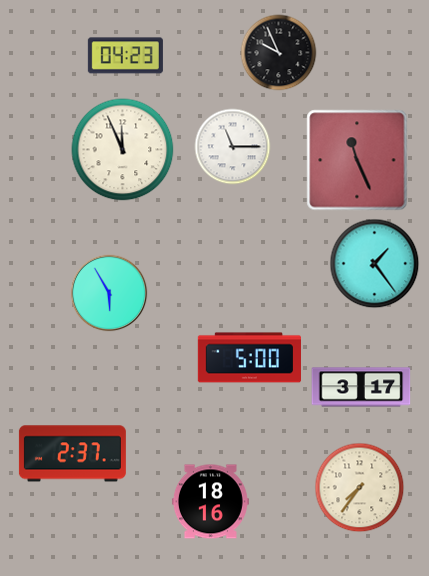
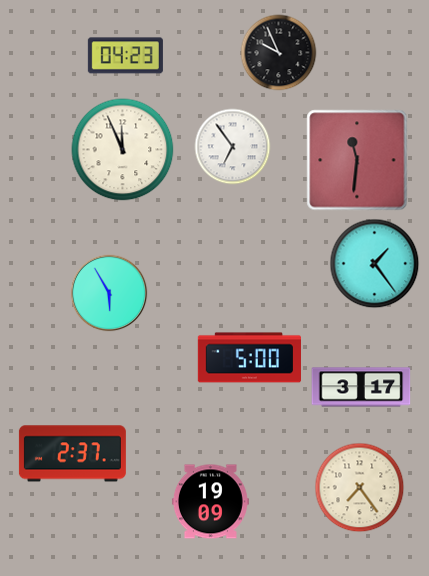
clock at (233, 147): 11:15 -> 6:54
clock at (357, 160): 11:26 -> 11:31
clock at (360, 488): 7:36 -> 7:24
clock at (210, 502): 18:16 -> 19:09
